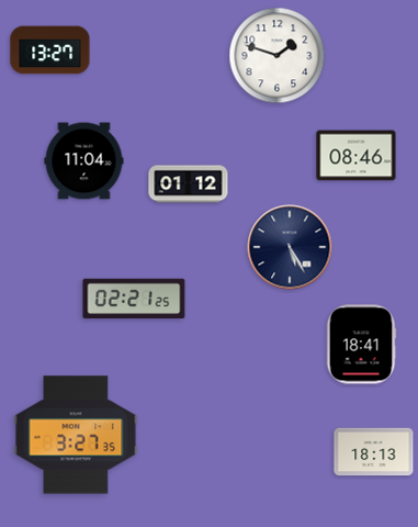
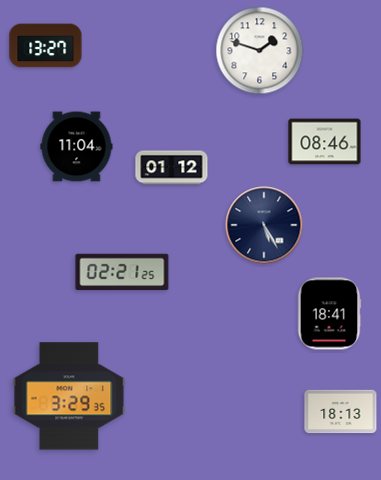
clock at (278, 56) position: (278, 56) -> (260, 51)
clock at (76, 435): 3:27 -> 3:29
